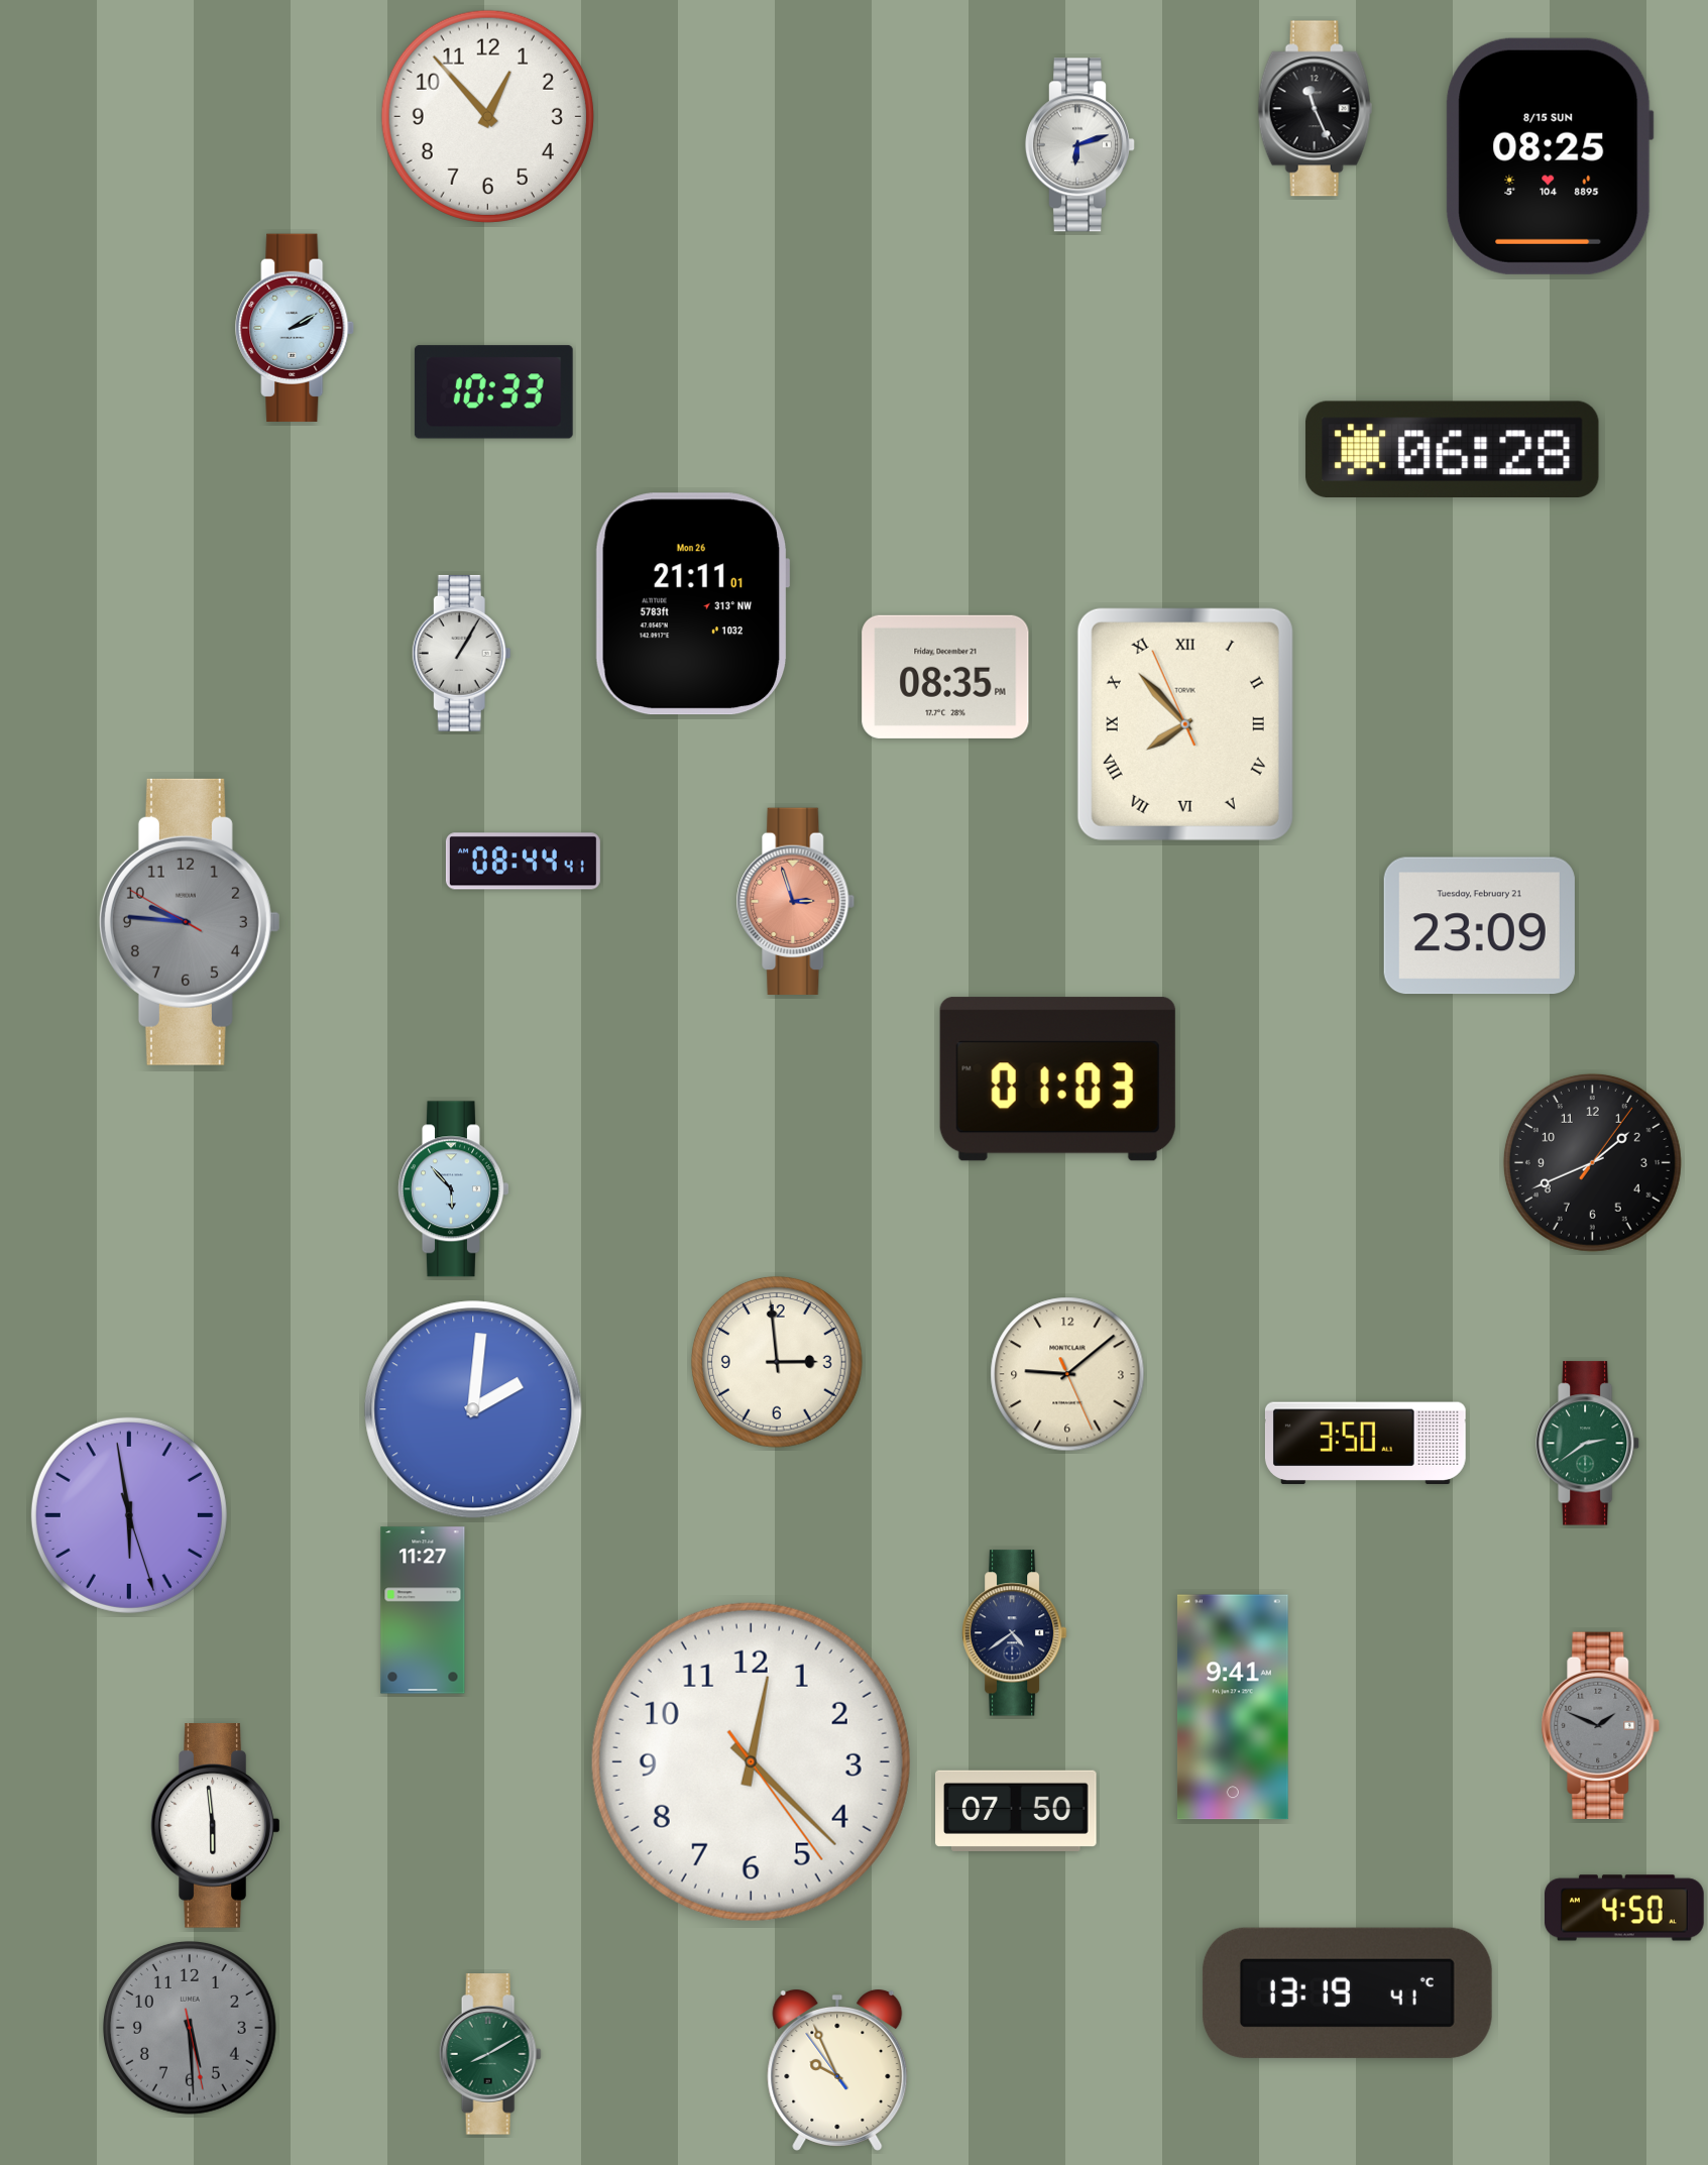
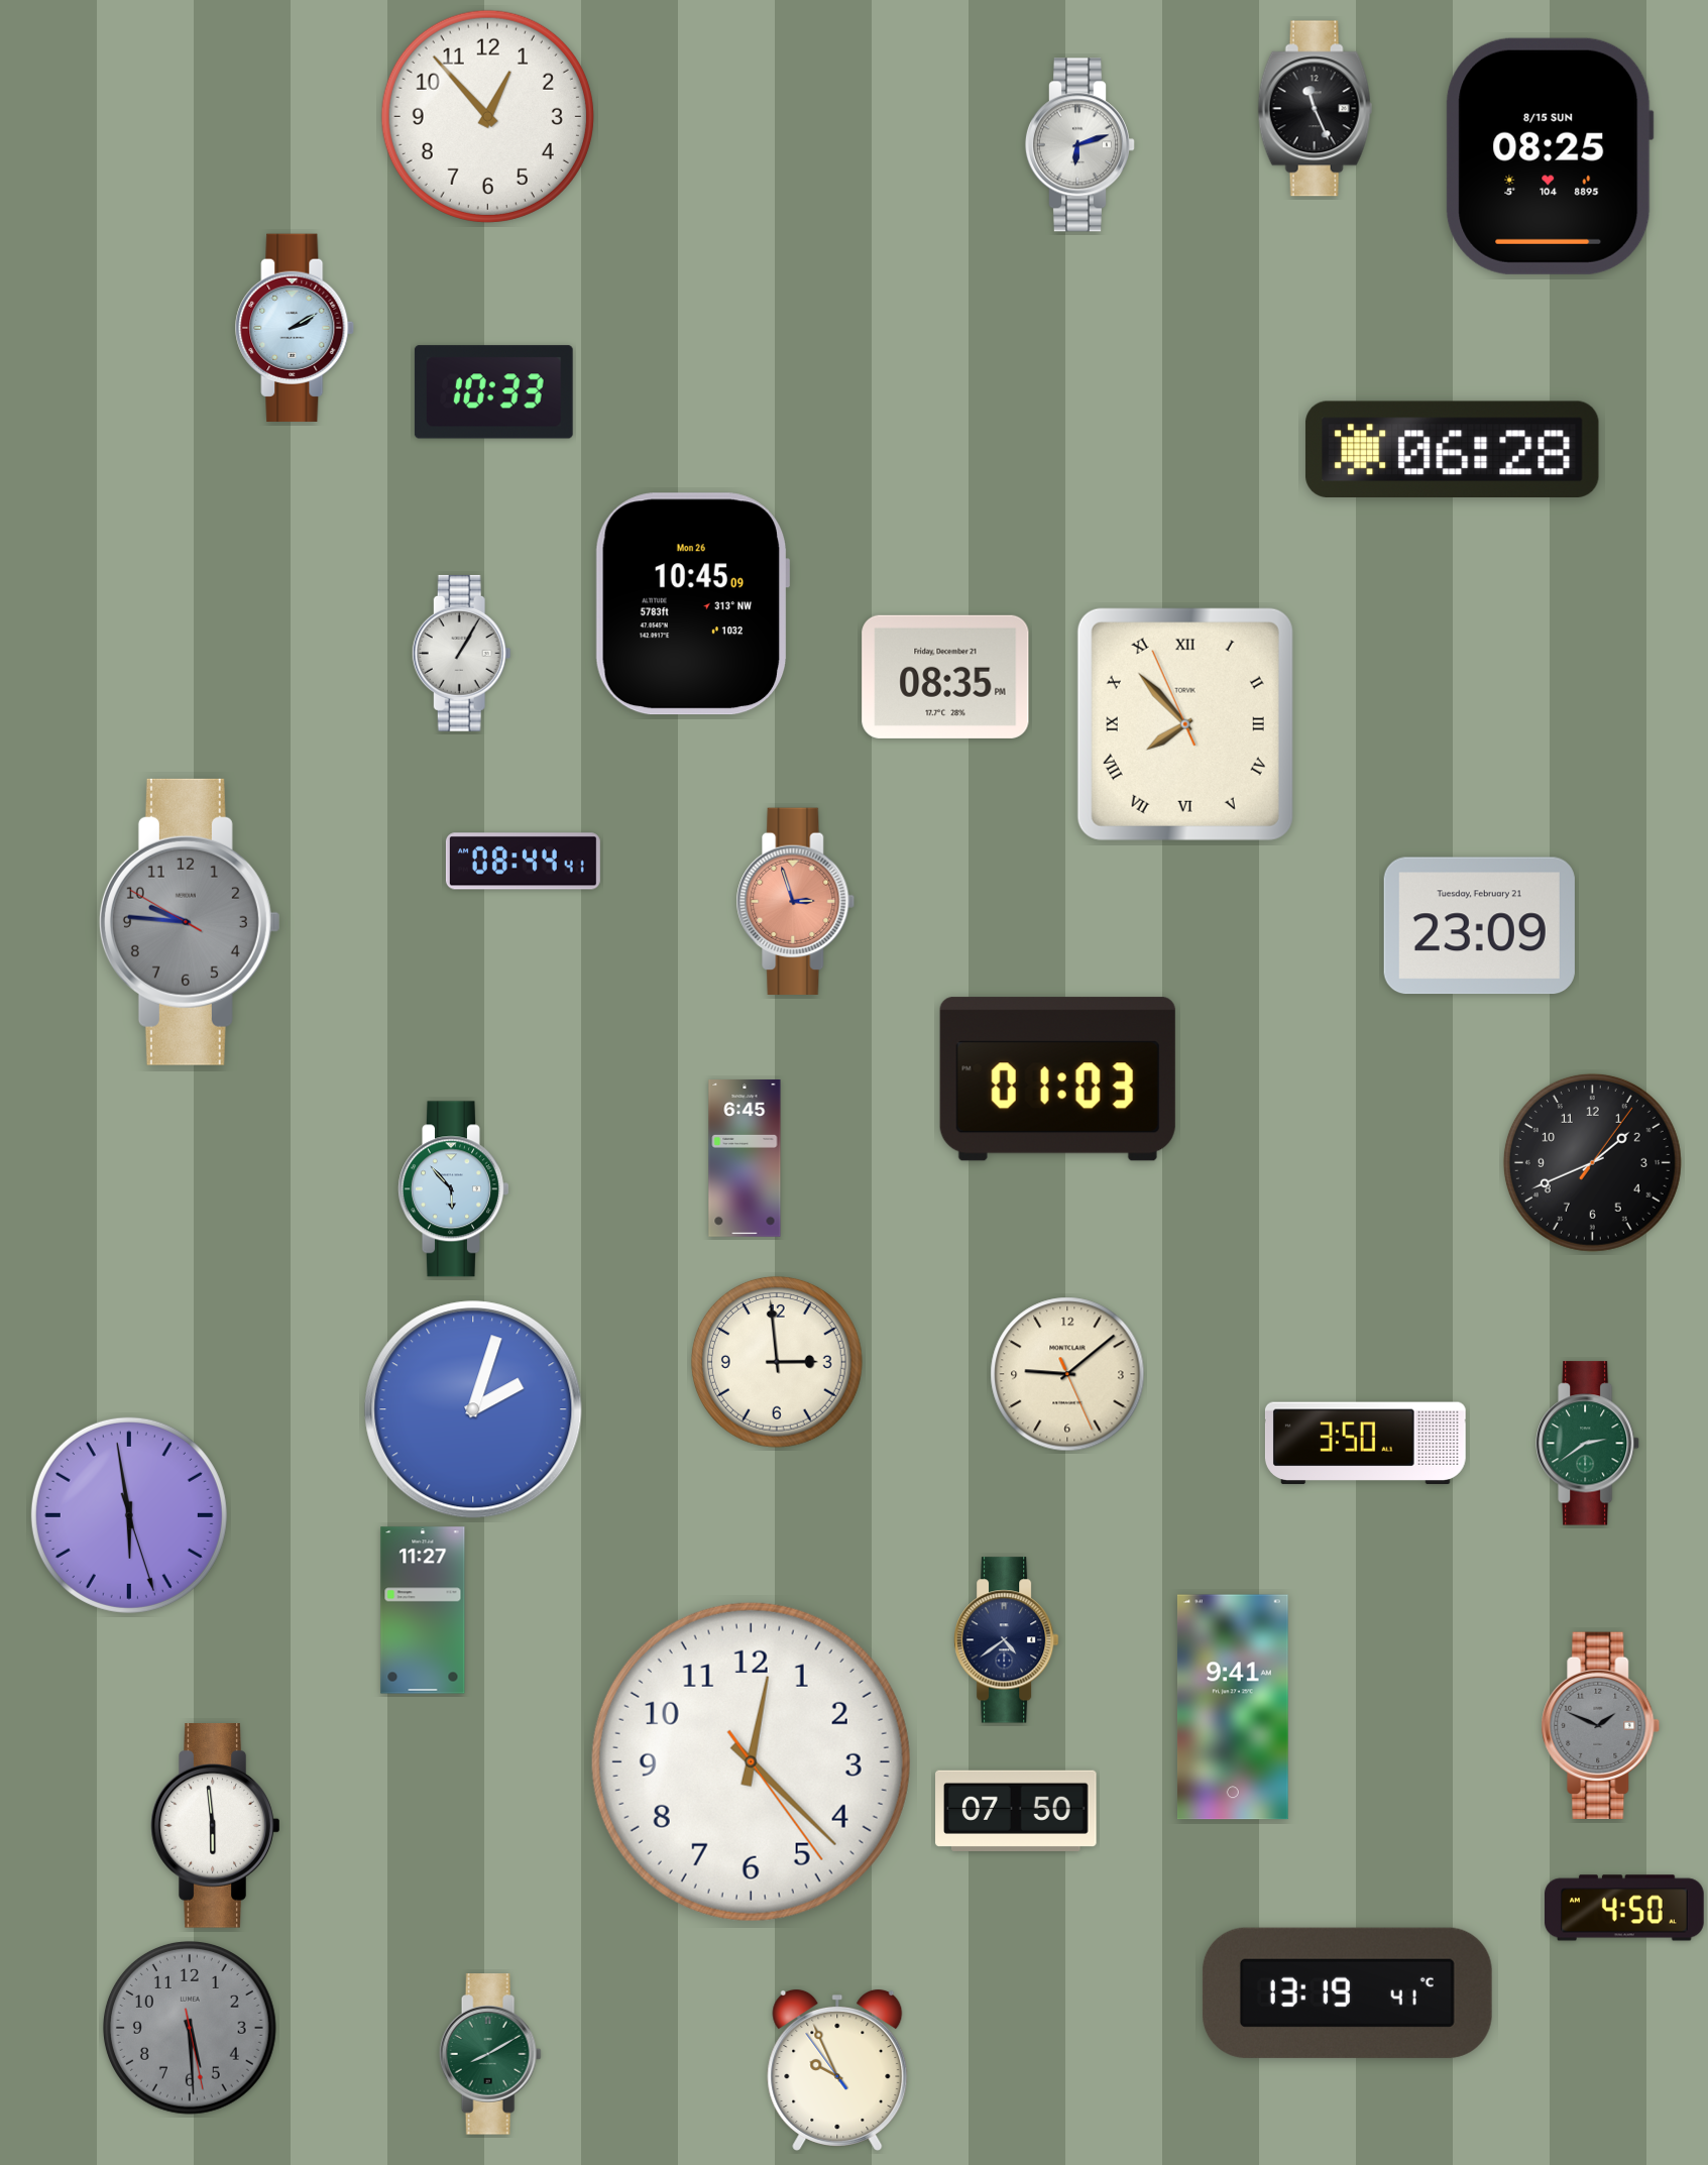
clock at (692, 604): 21:11 -> 10:45
clock at (745, 1159): none -> 6:45
clock at (473, 1409): 2:01 -> 2:03
clock at (1014, 1633) position: (1014, 1633) -> (1006, 1640)
